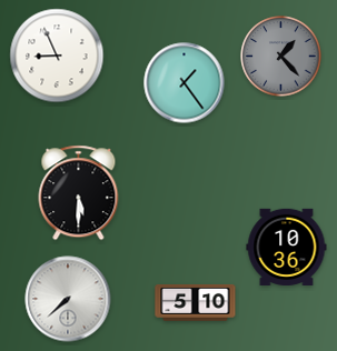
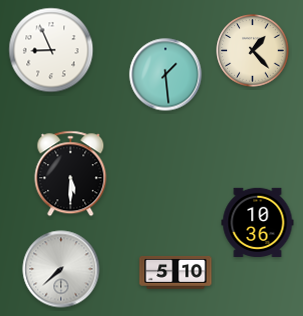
clock at (281, 57) dial: grey -> cream
clock at (185, 83): 1:24 -> 1:29
